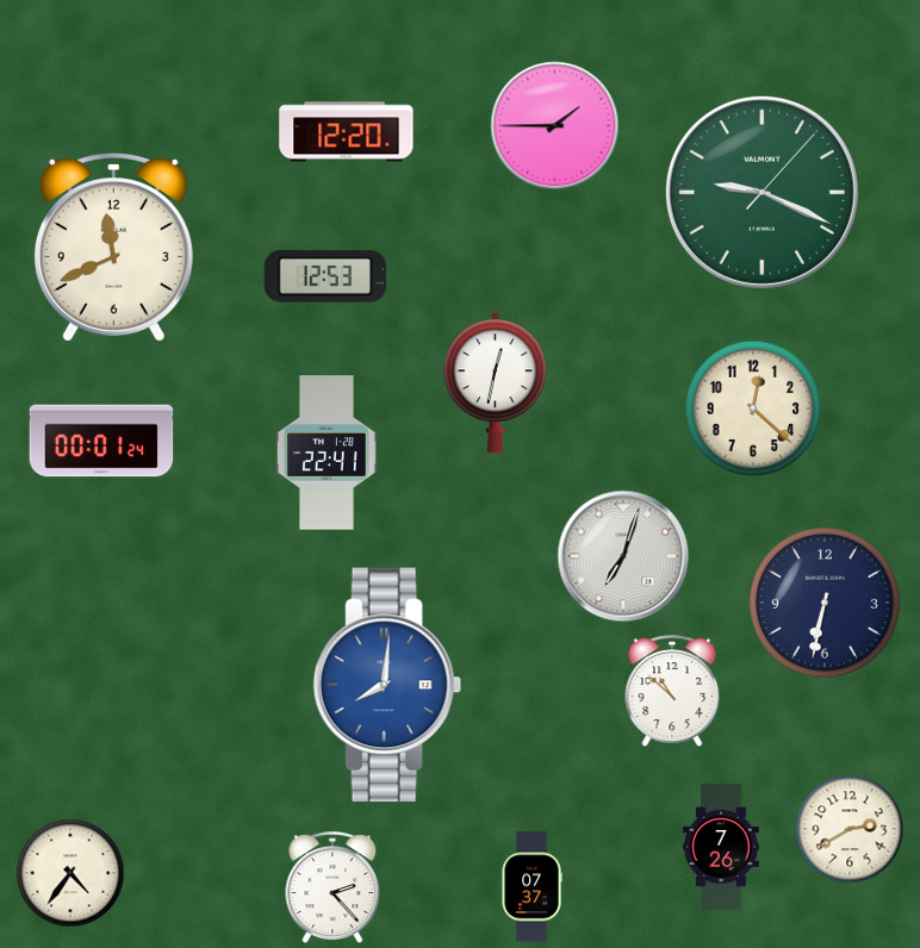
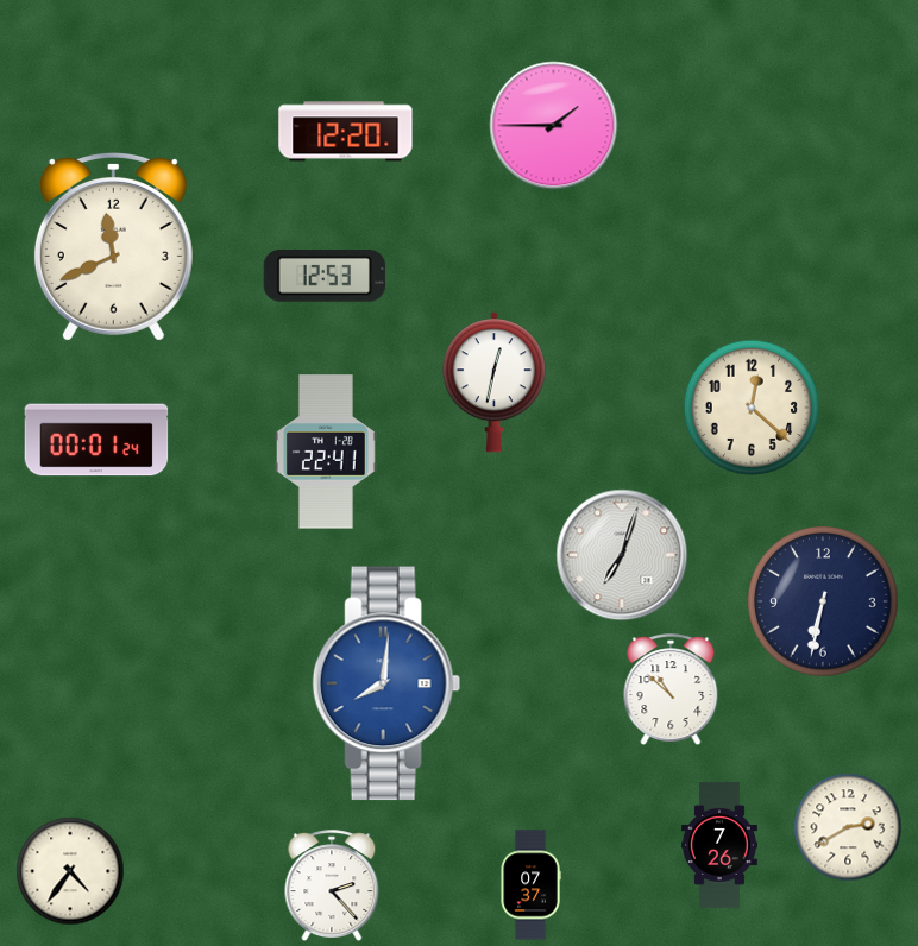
clock at (762, 192): 9:19 -> none
clock at (101, 441) position: (101, 441) -> (96, 440)
